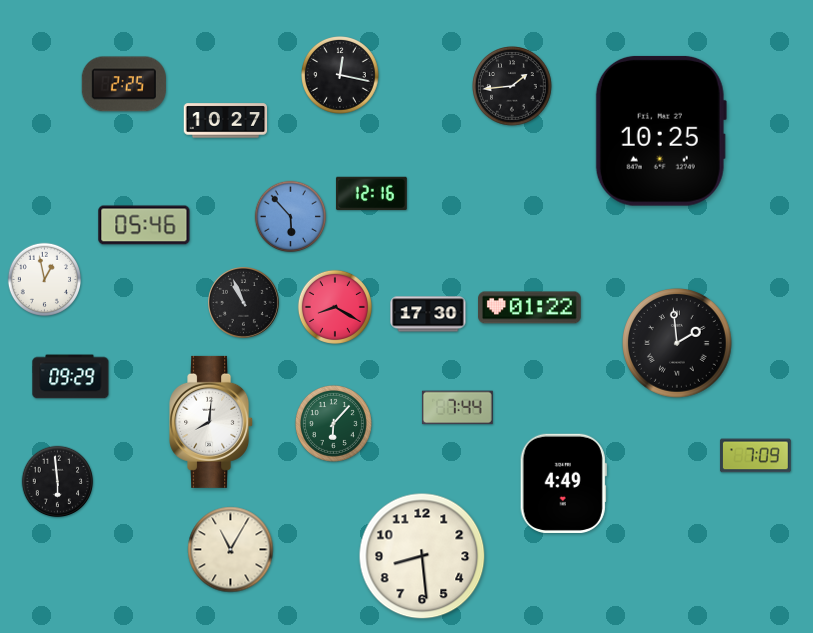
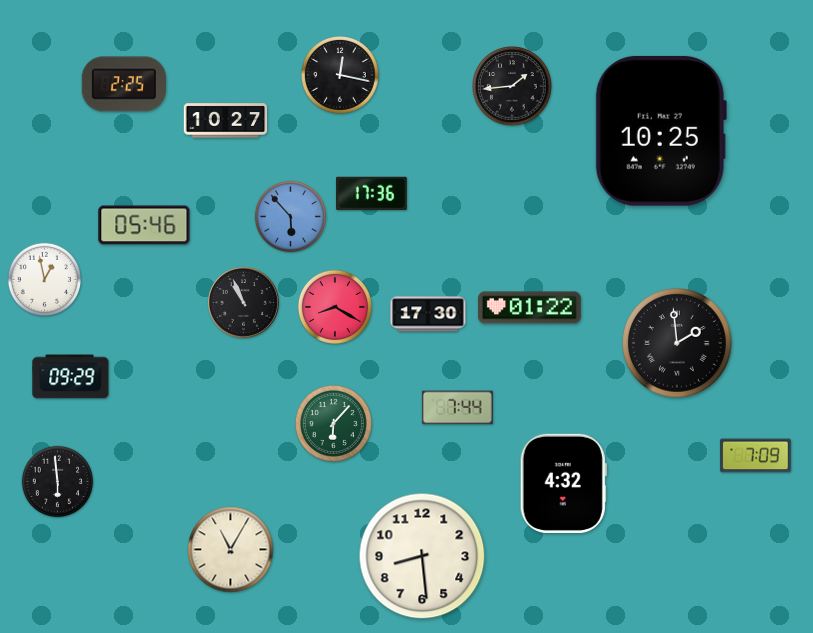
clock at (371, 194): 12:16 -> 17:36
clock at (212, 422): 8:01 -> none
clock at (563, 483): 4:49 -> 4:32
